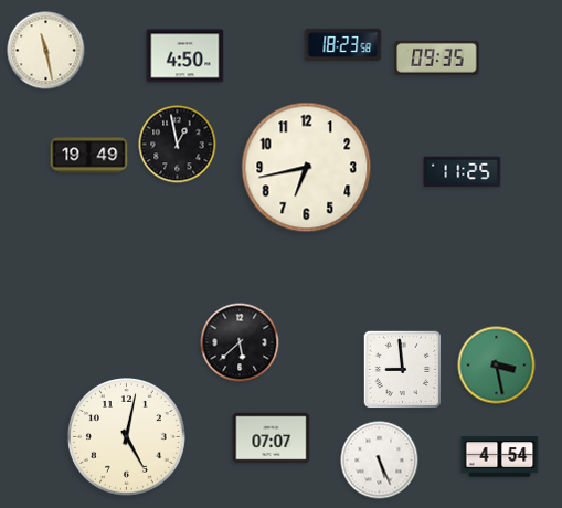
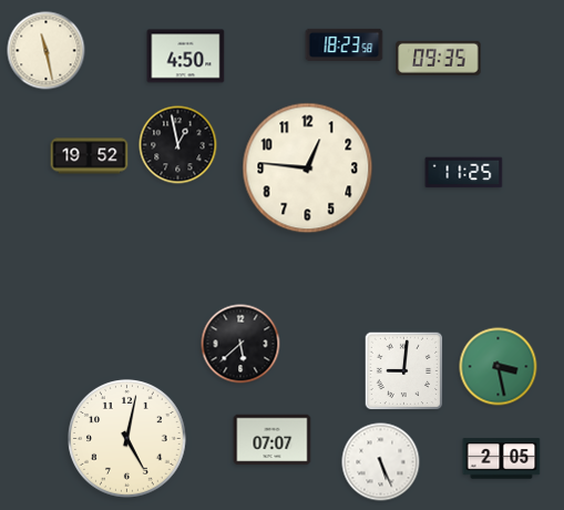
clock at (89, 156): 19:49 -> 19:52
clock at (307, 168): 6:43 -> 12:46
clock at (403, 370): 8:59 -> 9:01
clock at (500, 457): 4:54 -> 2:05
